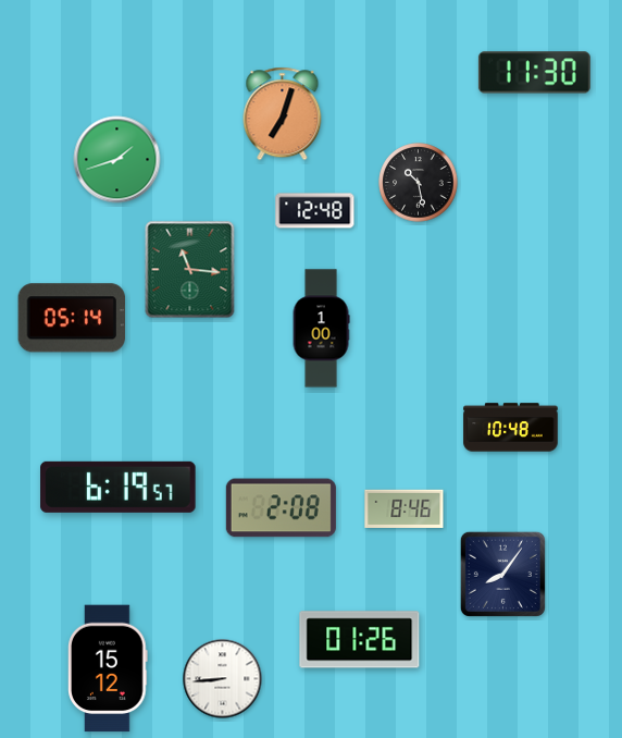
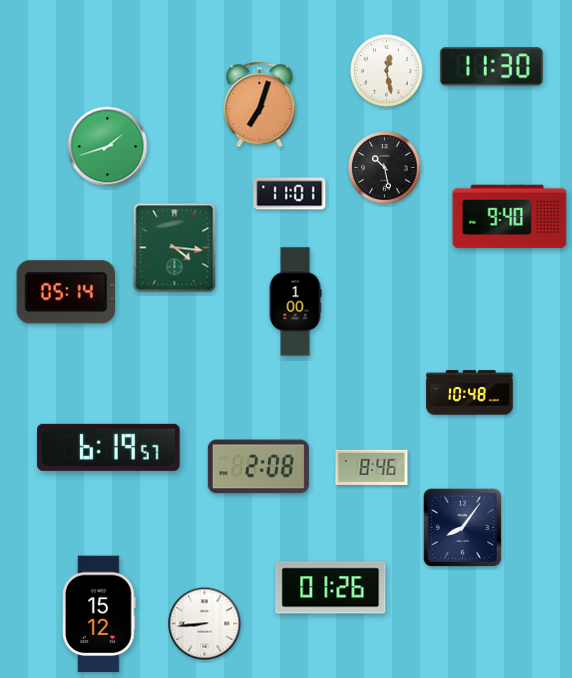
clock at (387, 71): none -> 12:28
clock at (315, 211): 12:48 -> 11:01
clock at (510, 217): none -> 9:40
clock at (190, 270): 11:16 -> 4:16
